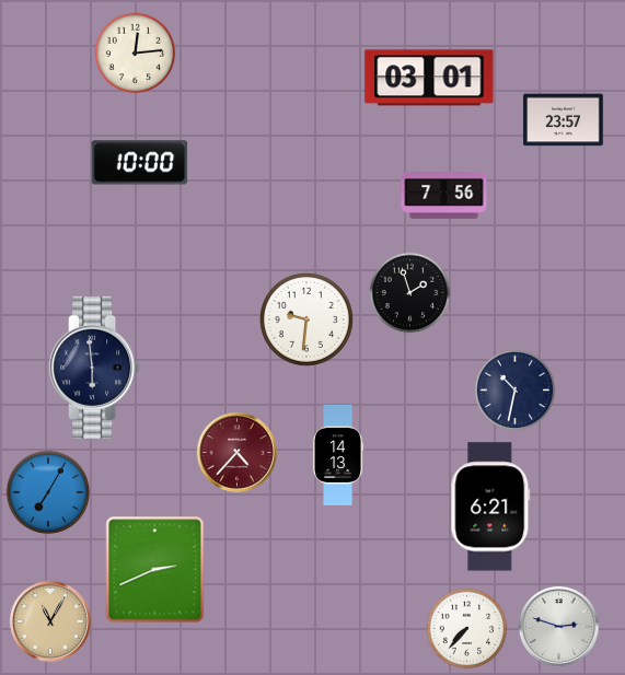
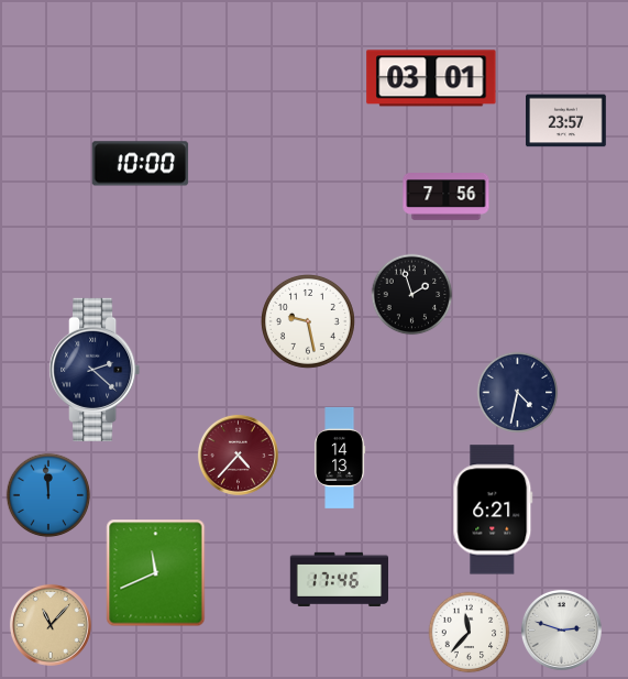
clock at (136, 54): 12:14 -> none
clock at (306, 319): 9:31 -> 9:28
clock at (94, 368): 5:59 -> 2:22
clock at (516, 391): 10:32 -> 4:32
clock at (48, 492): 7:05 -> 11:59
clock at (155, 570): 2:41 -> 11:41
clock at (339, 579): none -> 17:46
clock at (50, 621): 11:05 -> 11:07
clock at (467, 629): 7:37 -> 11:37
